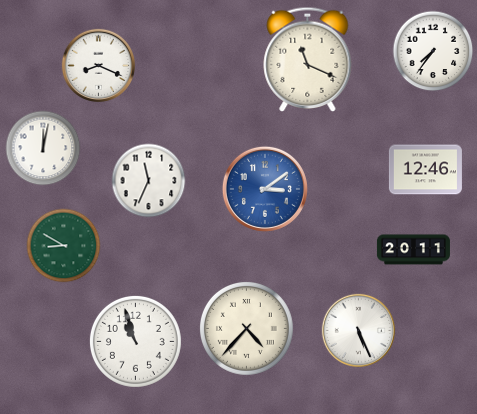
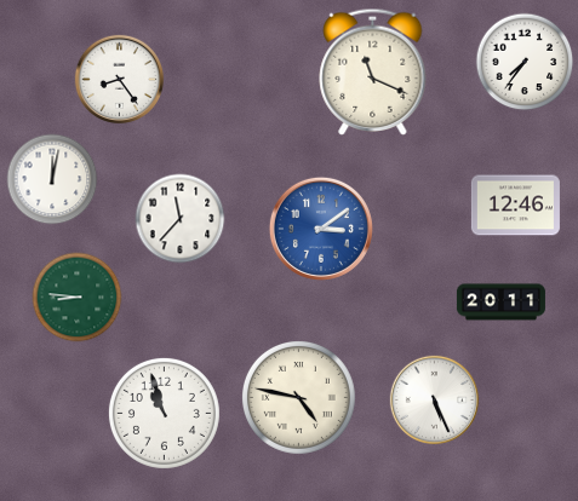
clock at (98, 65): 8:19 -> 8:24
clock at (149, 181): 11:34 -> 11:37
clock at (64, 246): 8:50 -> 8:46
clock at (246, 328): 4:37 -> 4:47
